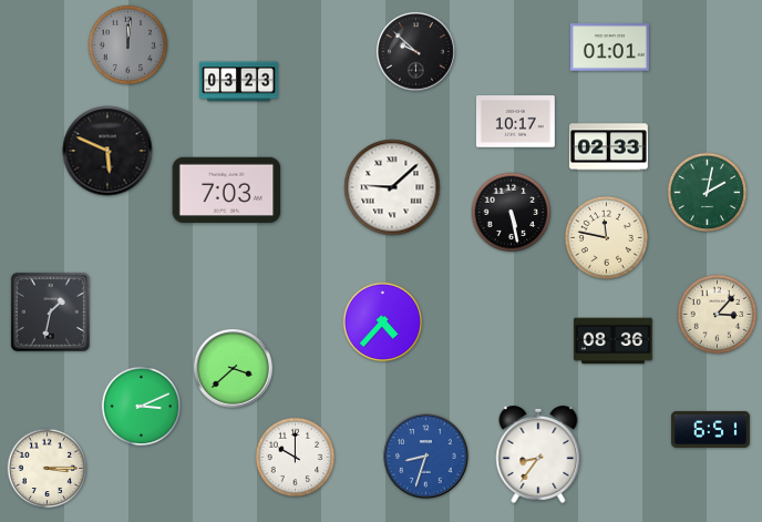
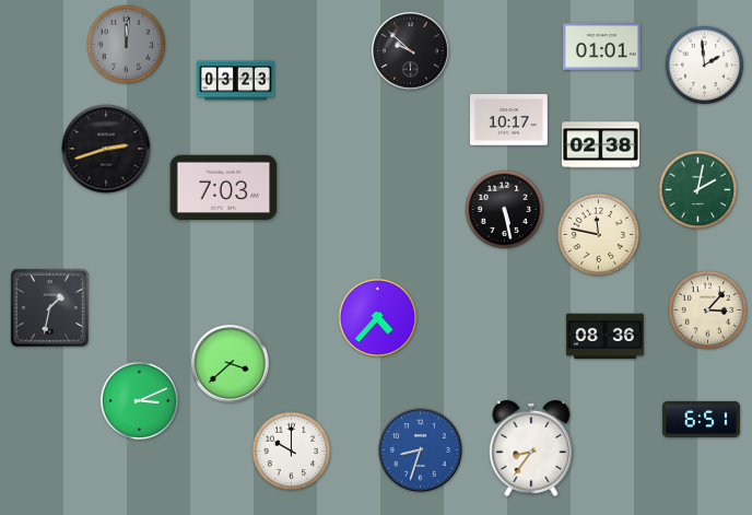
clock at (705, 66): none -> 1:59
clock at (608, 147): 02:33 -> 02:38
clock at (107, 151): 5:49 -> 2:42
clock at (392, 187): 9:08 -> none
clock at (710, 429) position: (710, 429) -> (701, 419)
clock at (48, 469): 3:15 -> none
